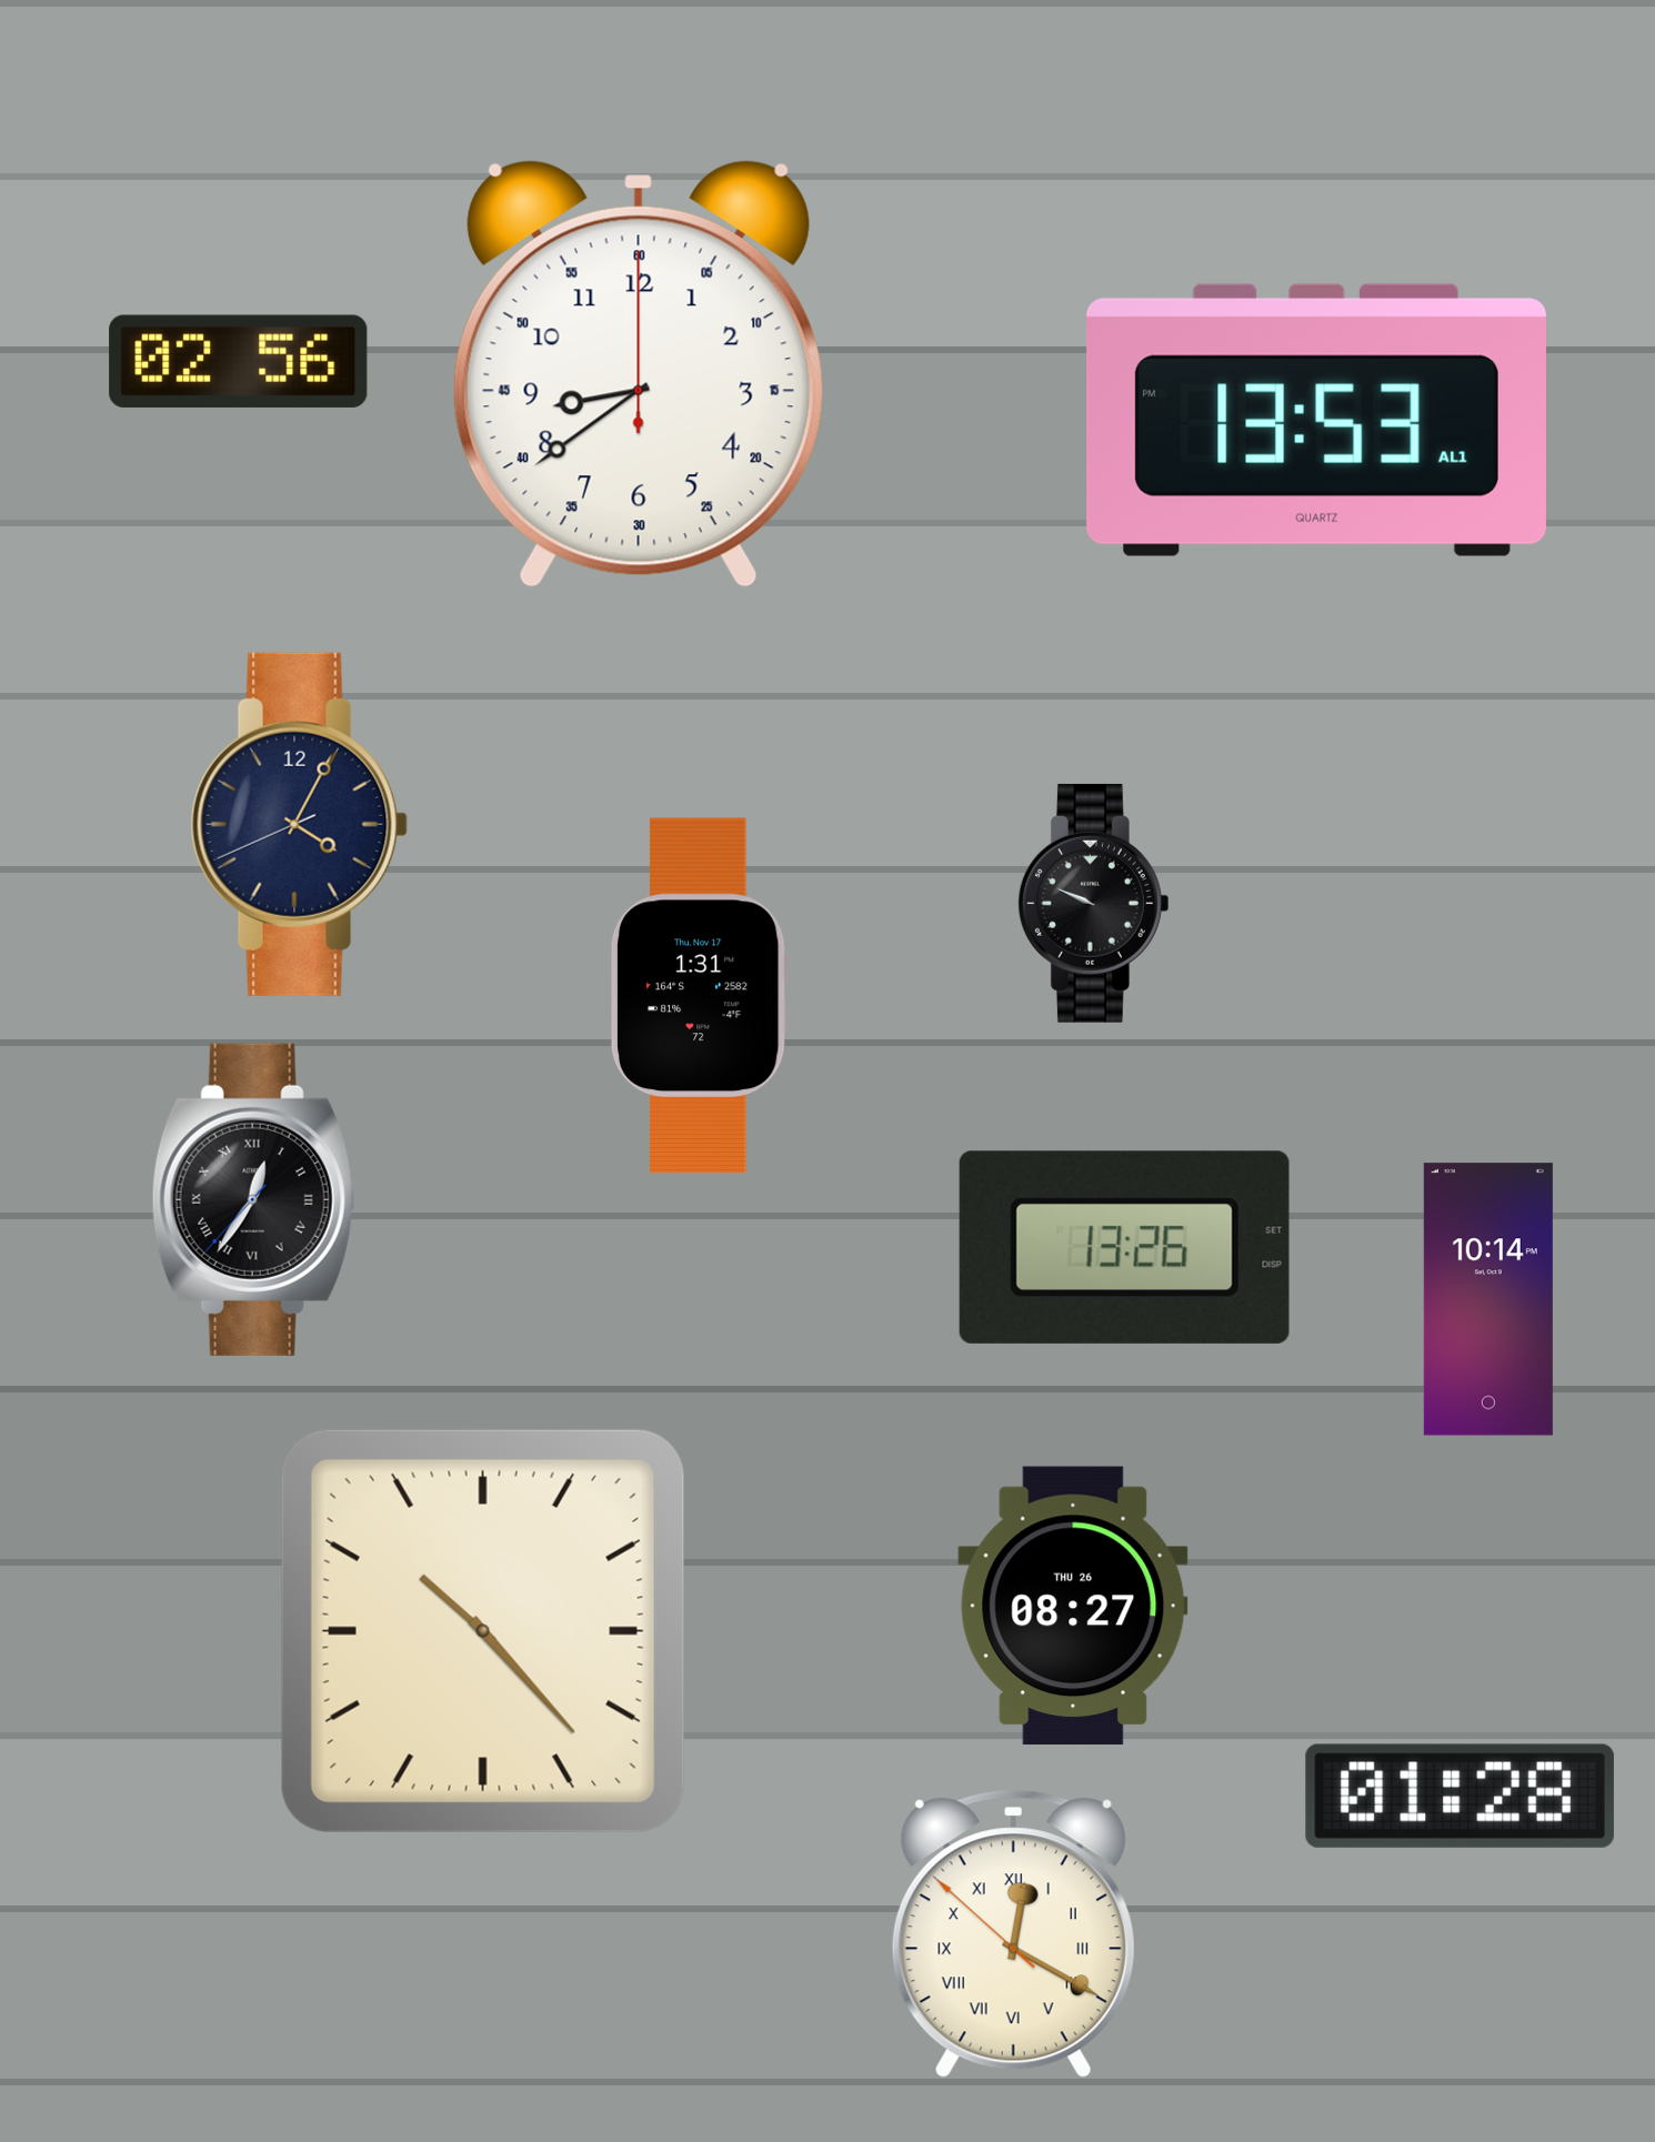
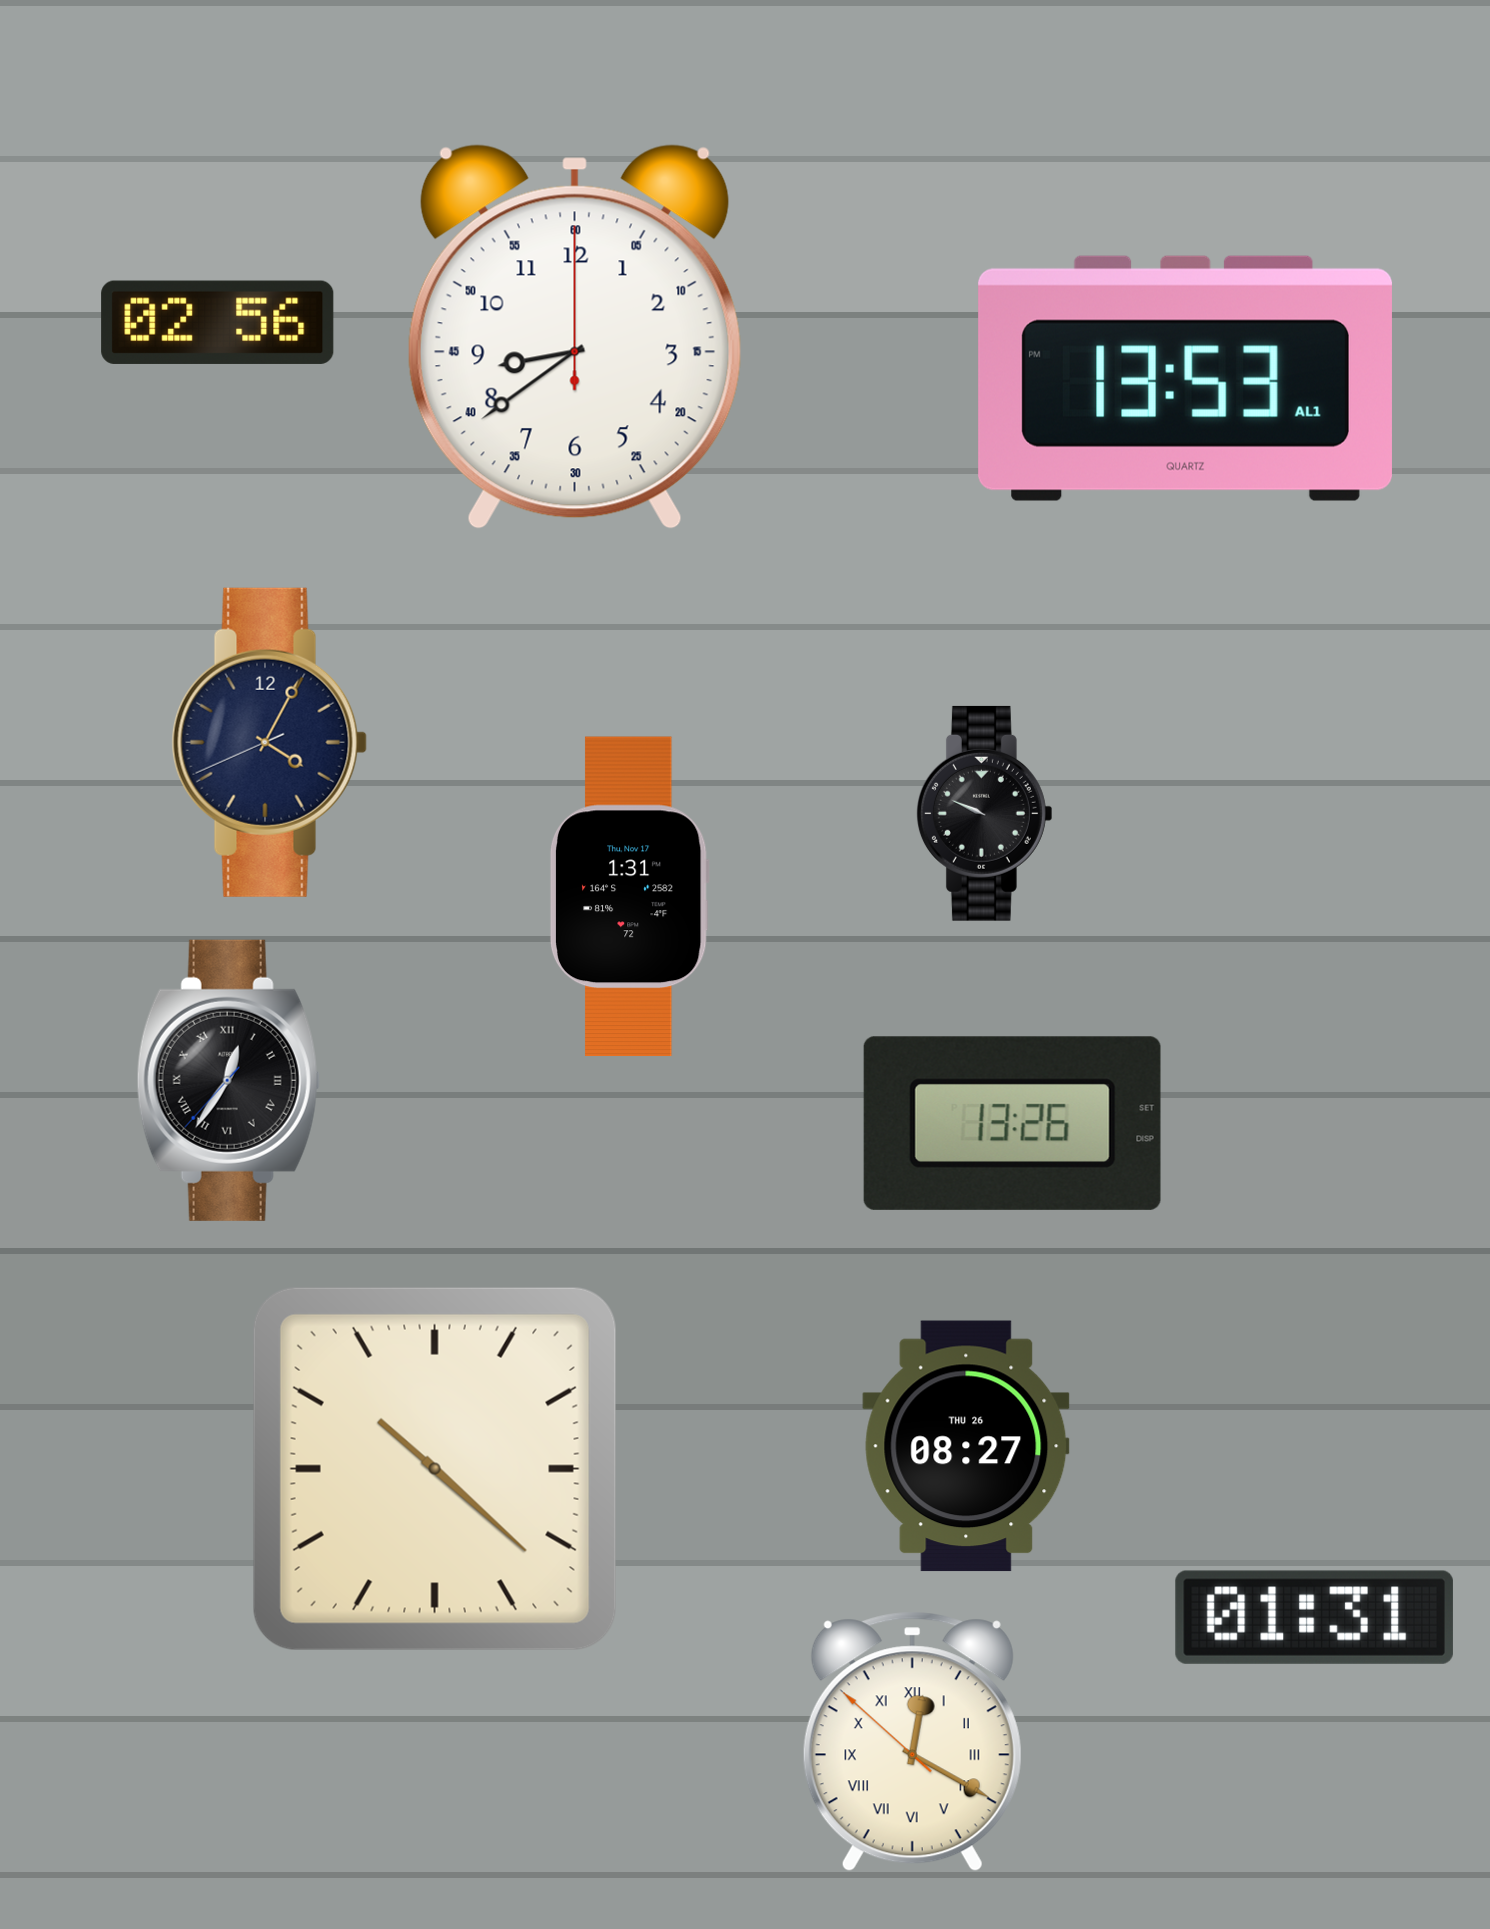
clock at (239, 361) position: (239, 361) -> (218, 322)
clock at (1488, 1299): 10:14 -> none
clock at (483, 1631): 10:23 -> 10:22
clock at (1460, 1796): 01:28 -> 01:31
